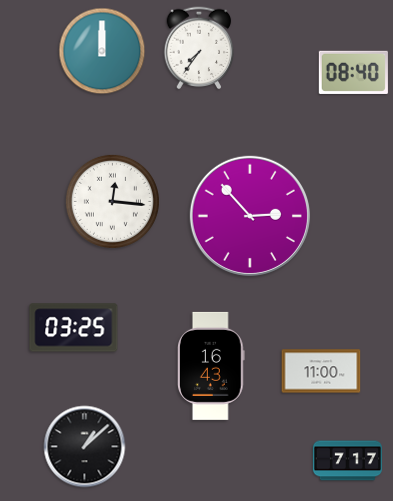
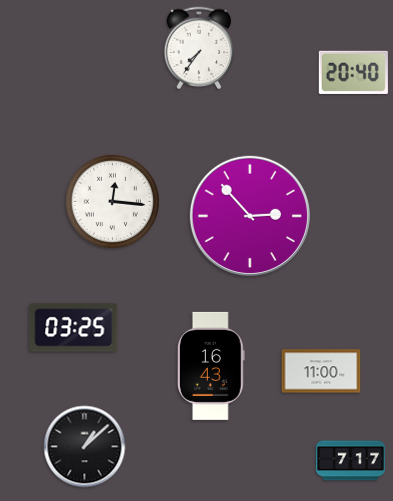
clock at (102, 51): 12:00 -> none
clock at (353, 72): 08:40 -> 20:40
clock at (347, 461) position: (347, 461) -> (350, 461)
